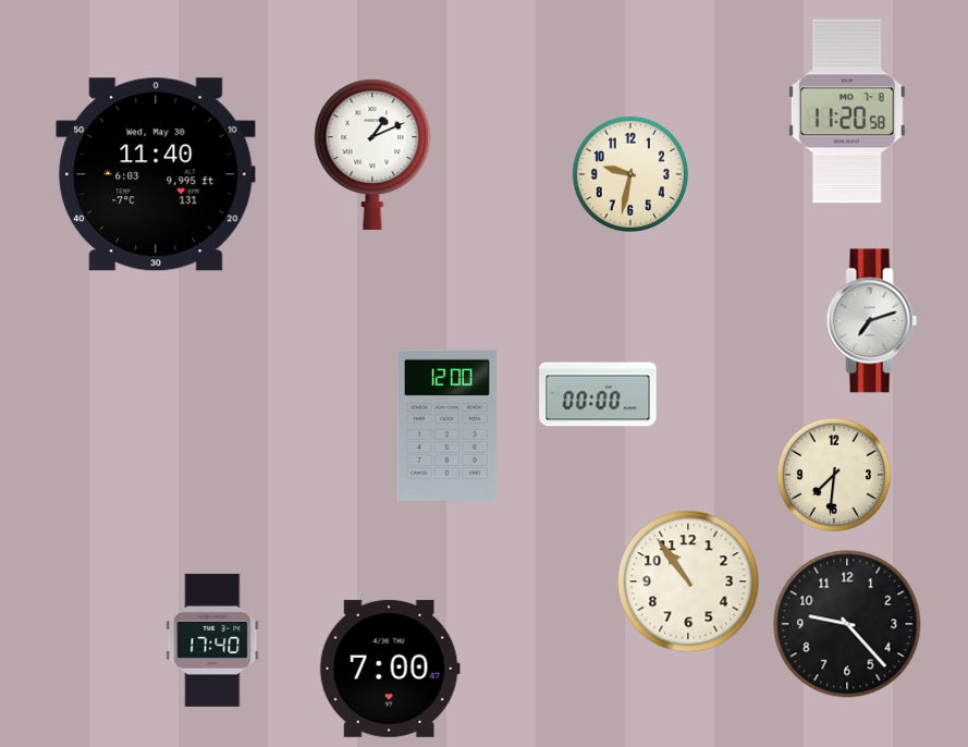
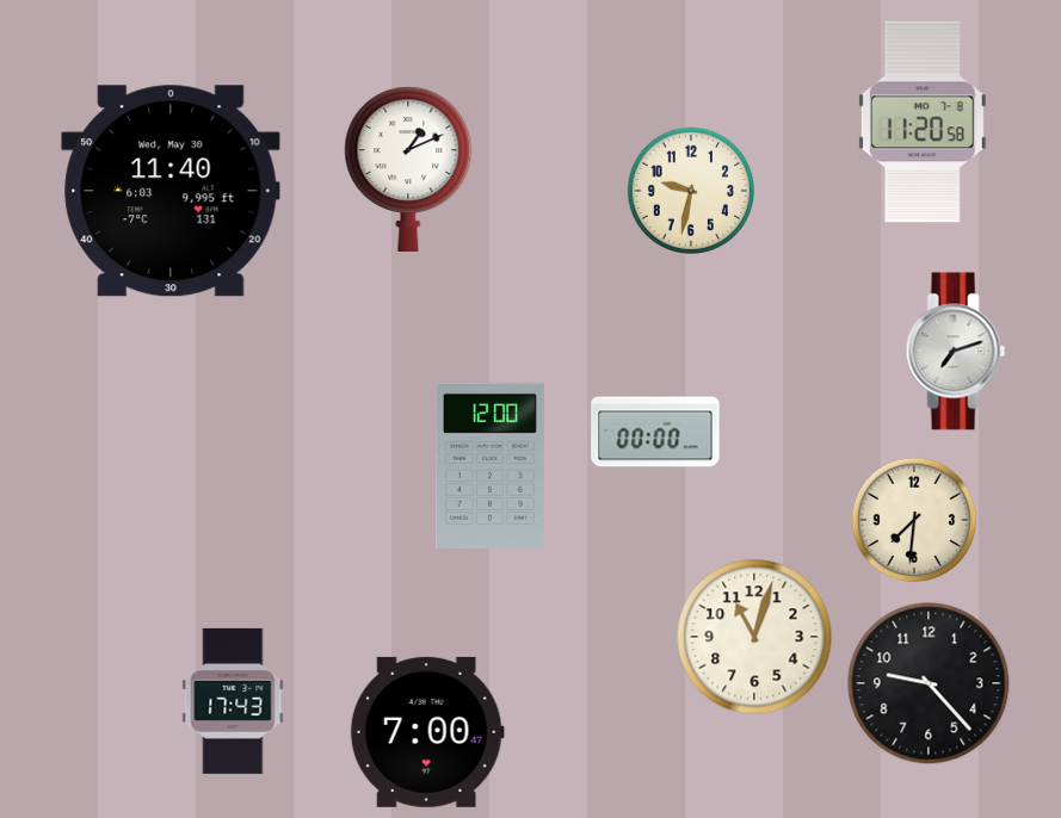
clock at (847, 111) position: (847, 111) -> (923, 122)
clock at (688, 581): 10:54 -> 11:03
clock at (212, 640): 17:40 -> 17:43
